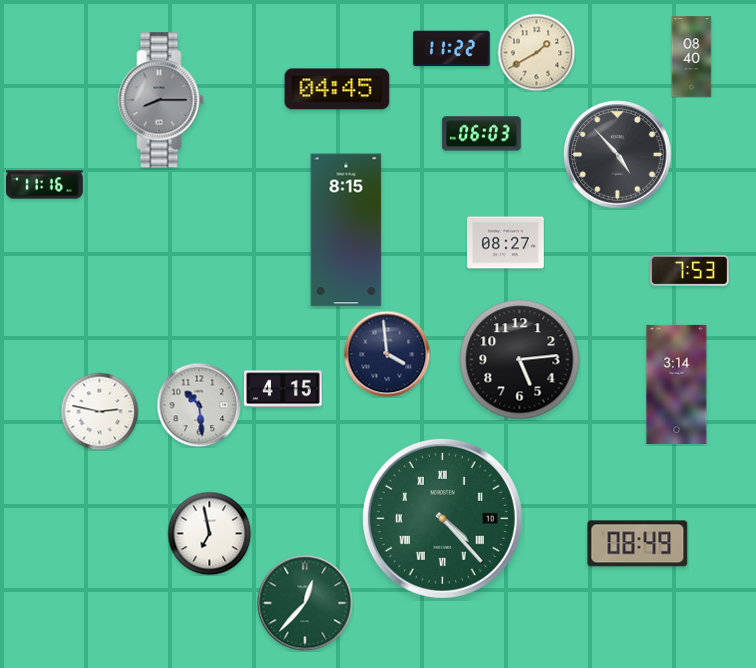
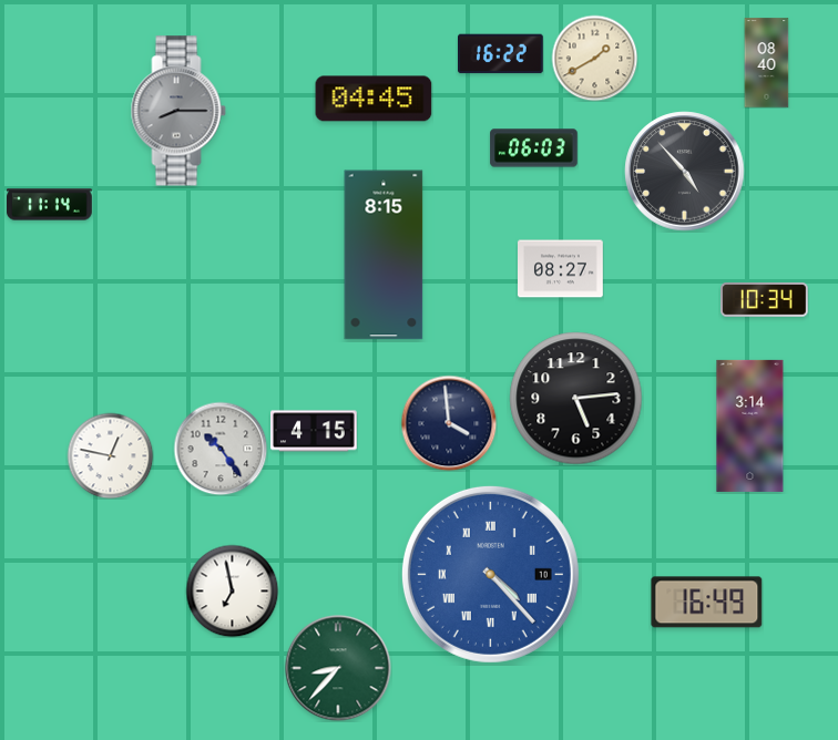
clock at (452, 49): 11:22 -> 16:22
clock at (45, 185): 11:16 -> 11:14
clock at (690, 271): 7:53 -> 10:34
clock at (387, 354) position: (387, 354) -> (449, 423)
clock at (199, 405): 10:29 -> 10:24
clock at (99, 411): 2:47 -> 12:47
clock at (442, 518) dial: green -> blue
clock at (638, 544): 08:49 -> 16:49
clock at (305, 603): 12:37 -> 8:37
